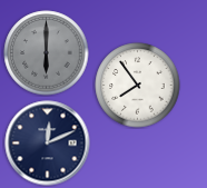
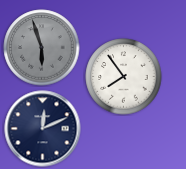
clock at (47, 53): 6:00 -> 5:57
